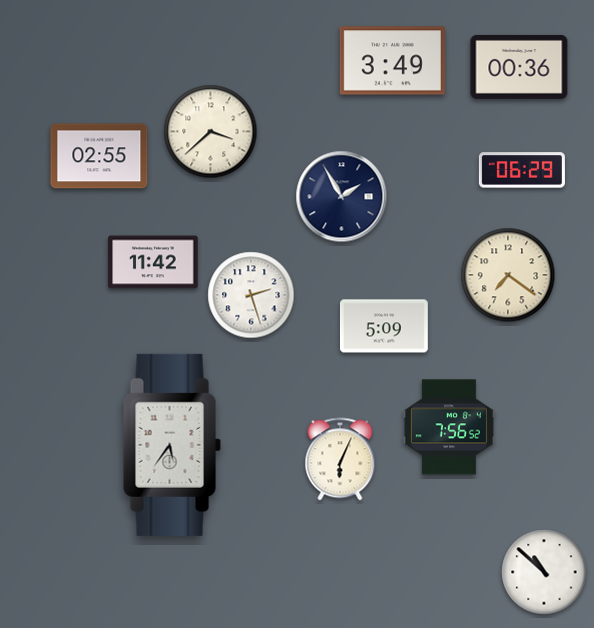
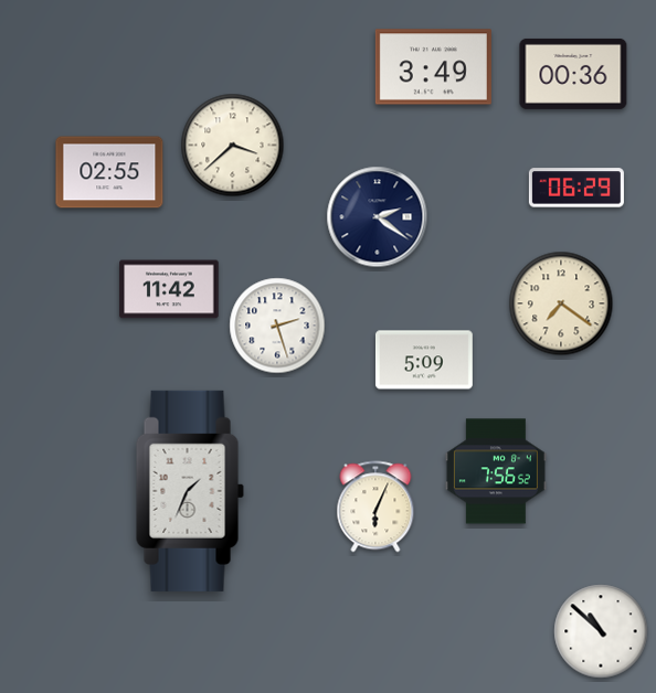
clock at (342, 197): 1:55 -> 2:21
clock at (172, 445): 5:36 -> 1:34
